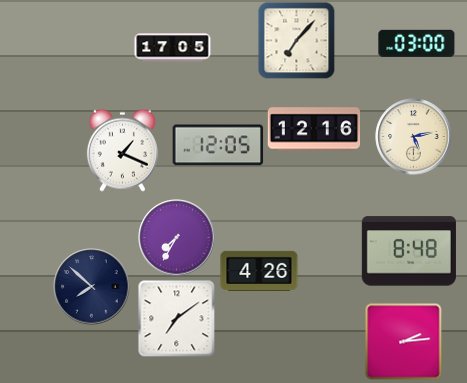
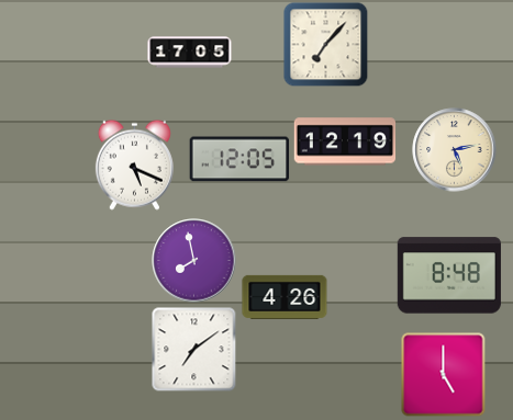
clock at (417, 43): 03:00 -> none
clock at (314, 129): 12:16 -> 12:19
clock at (122, 150): 1:19 -> 5:19
clock at (177, 238): 7:35 -> 7:58
clock at (92, 287): 7:52 -> none
clock at (404, 342): 2:14 -> 5:00
